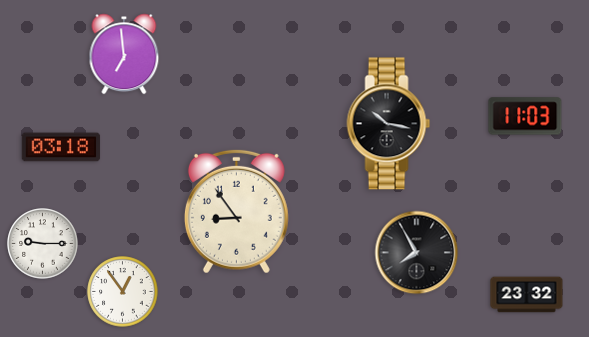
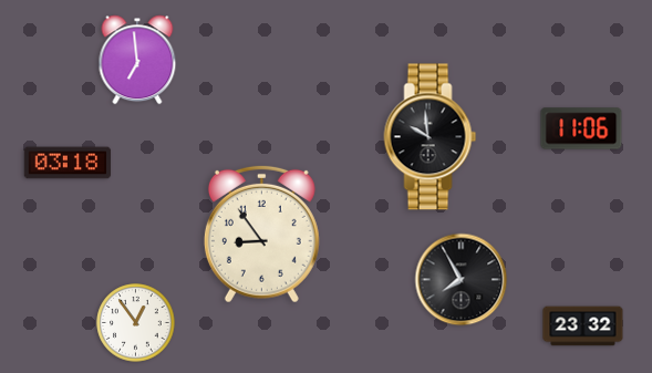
clock at (525, 116): 11:03 -> 11:06
clock at (389, 124): 10:17 -> 9:59
clock at (43, 244): 9:15 -> none
